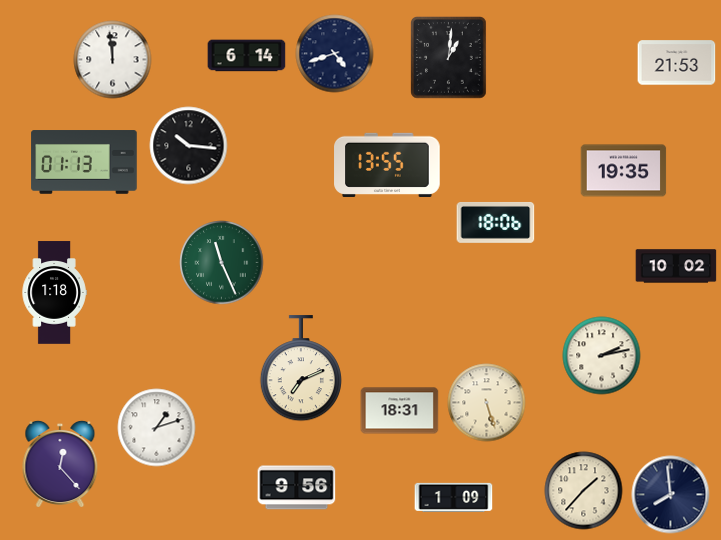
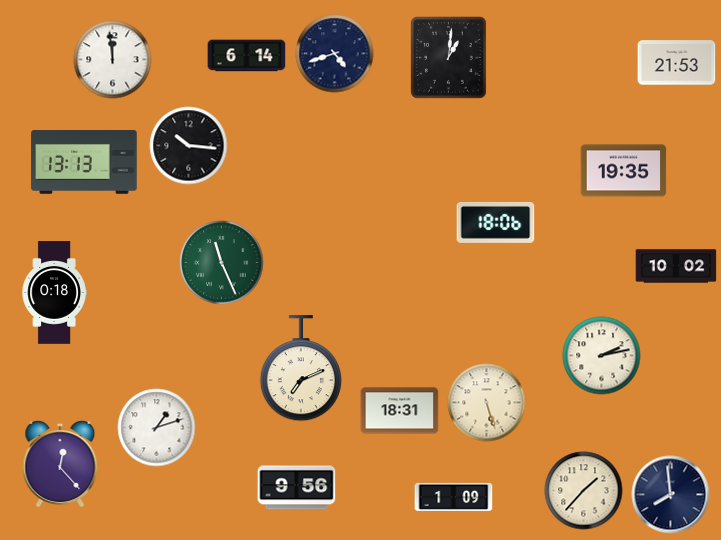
clock at (84, 162): 01:13 -> 13:13
clock at (387, 165): 13:55 -> none
clock at (54, 293): 1:18 -> 0:18
